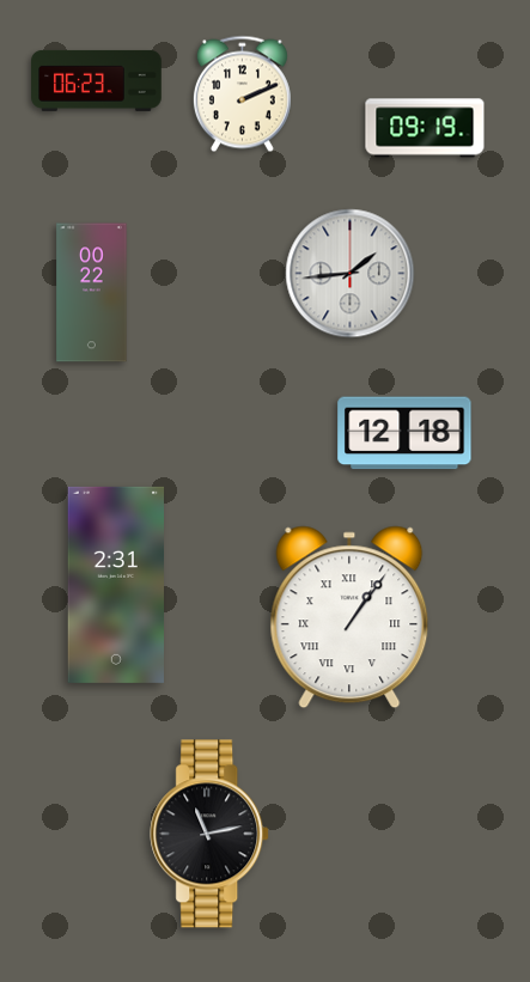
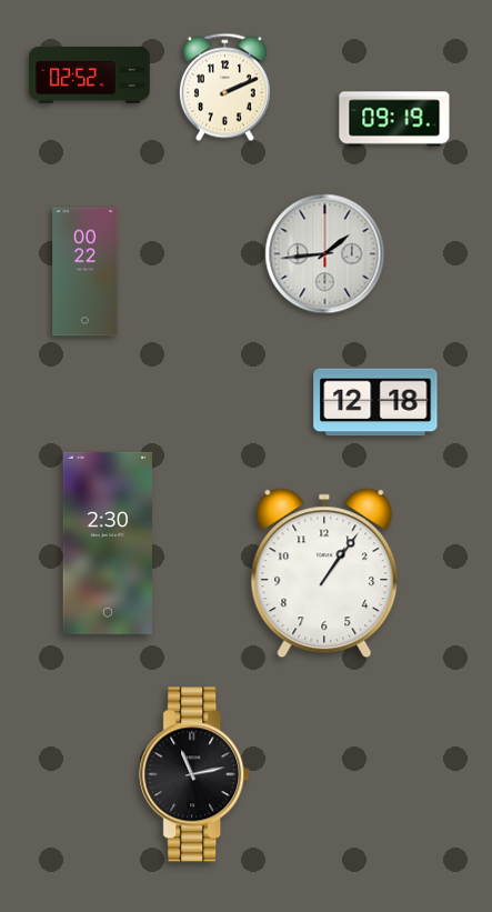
clock at (97, 80): 06:23 -> 02:52
clock at (115, 585): 2:31 -> 2:30
clock at (349, 617) numerals: Roman -> Arabic
